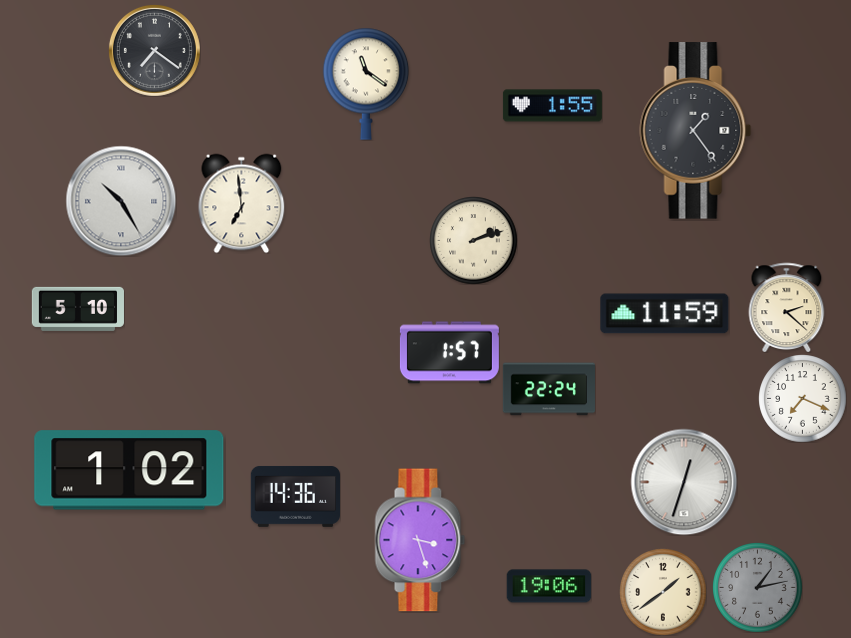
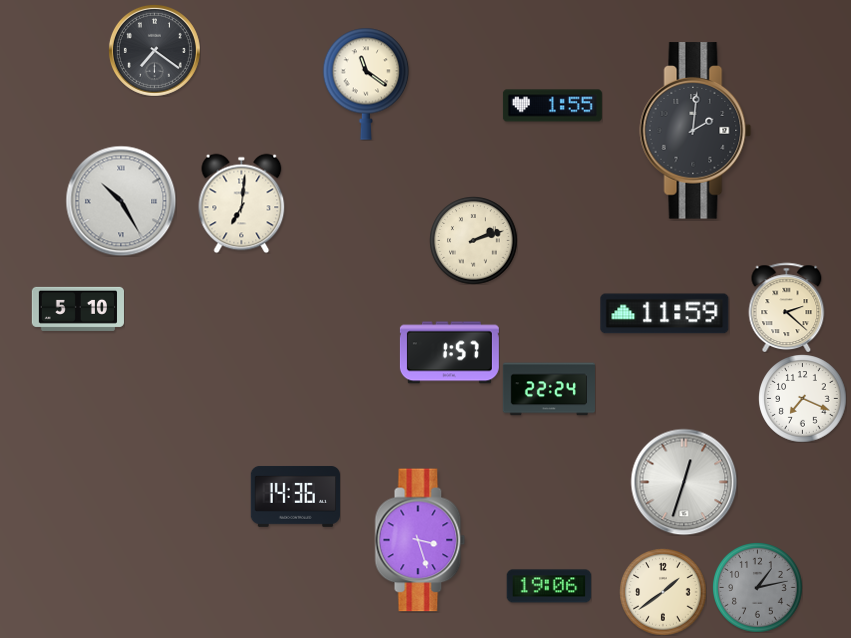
clock at (696, 131): 1:24 -> 2:01
clock at (242, 203): 6:59 -> 7:01
clock at (129, 470): 1:02 -> none
